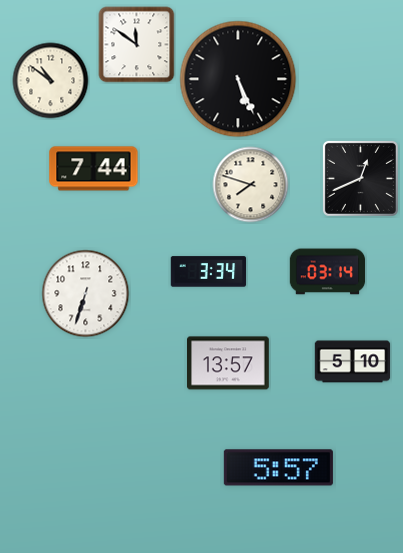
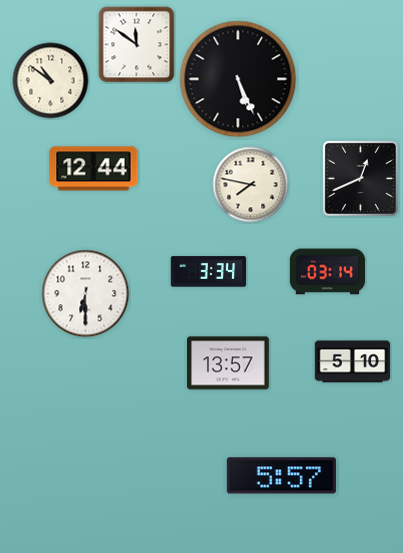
clock at (94, 169): 7:44 -> 12:44
clock at (251, 185): 7:48 -> 7:47
clock at (86, 294): 6:33 -> 6:30
clock at (278, 468) position: (278, 468) -> (281, 476)
